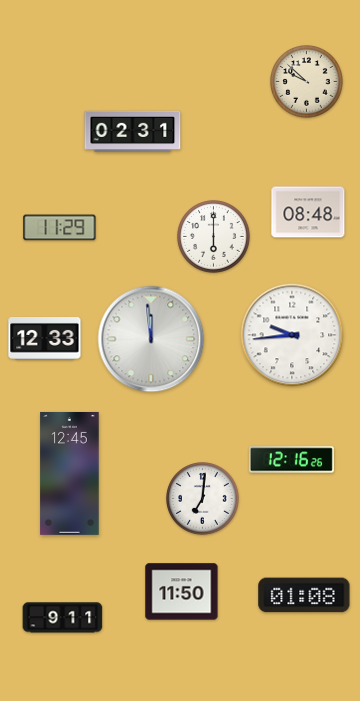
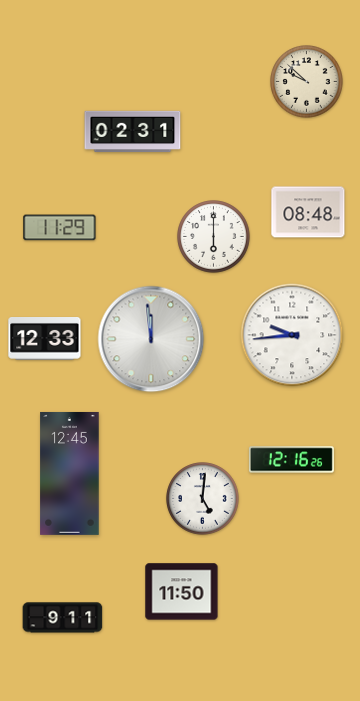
clock at (203, 499): 7:01 -> 5:01
clock at (304, 595): 01:08 -> none
